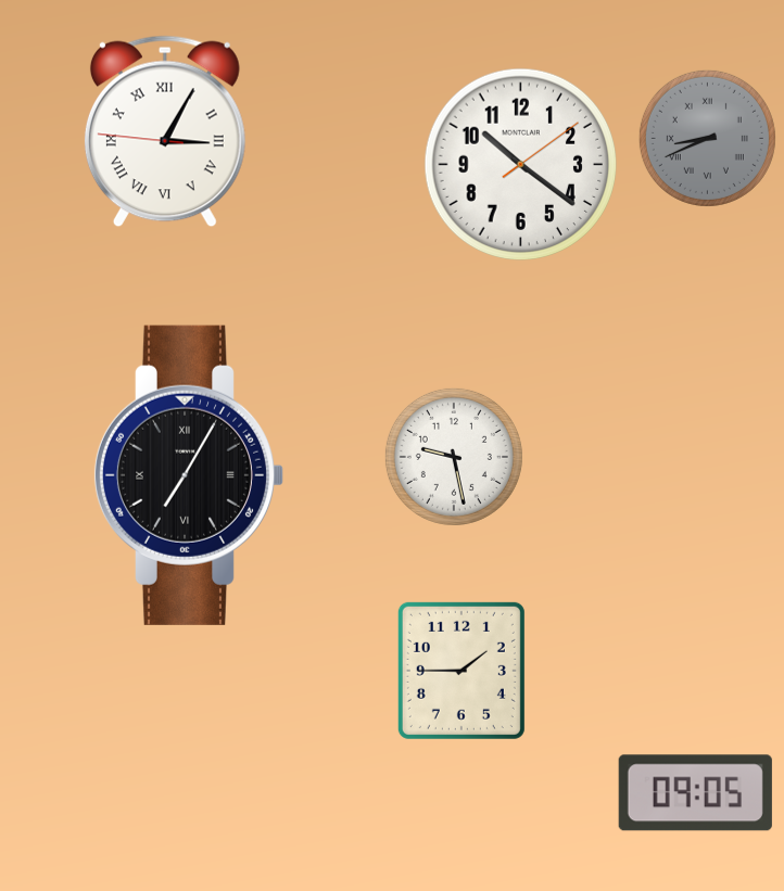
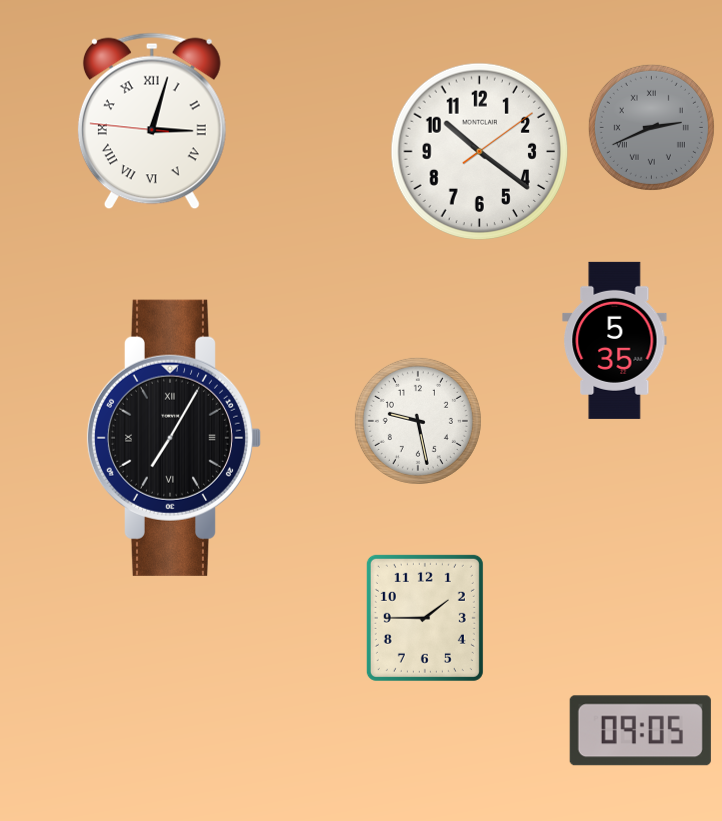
clock at (165, 131): 3:04 -> 3:02
clock at (707, 138): 8:41 -> 2:41
clock at (615, 340): none -> 5:35
